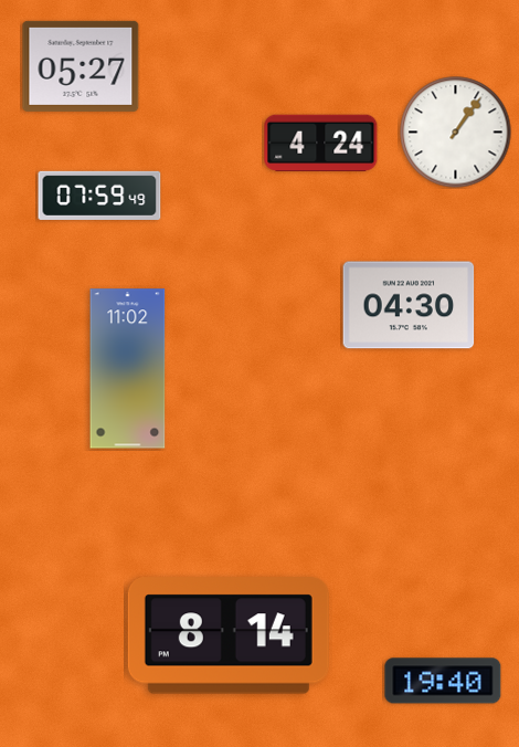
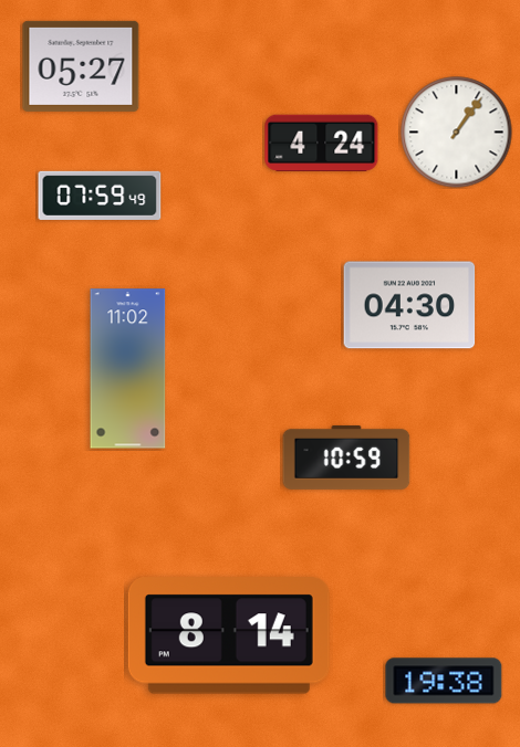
clock at (346, 457): none -> 10:59
clock at (443, 681): 19:40 -> 19:38
